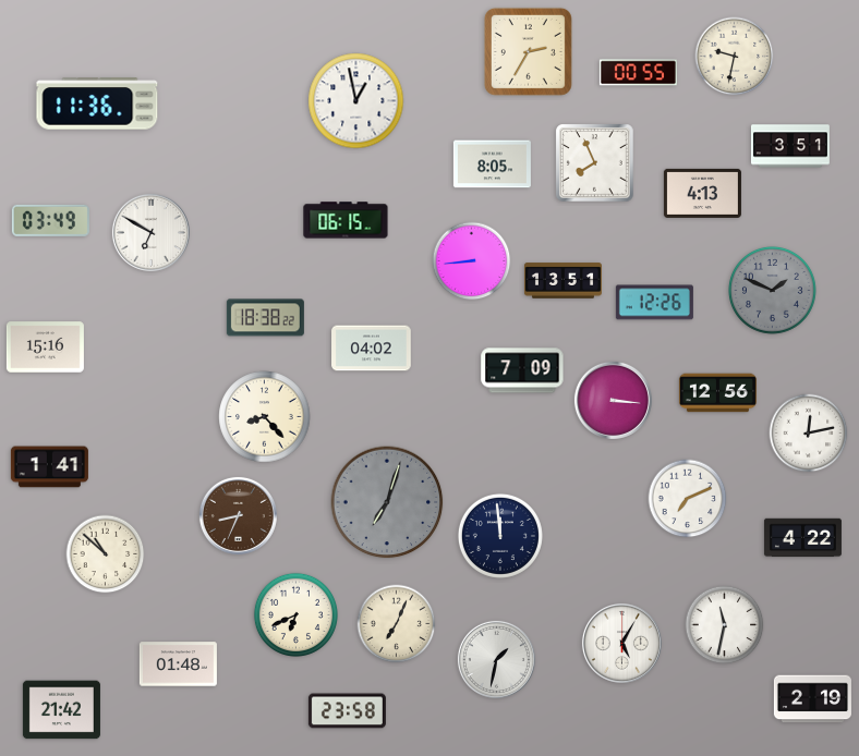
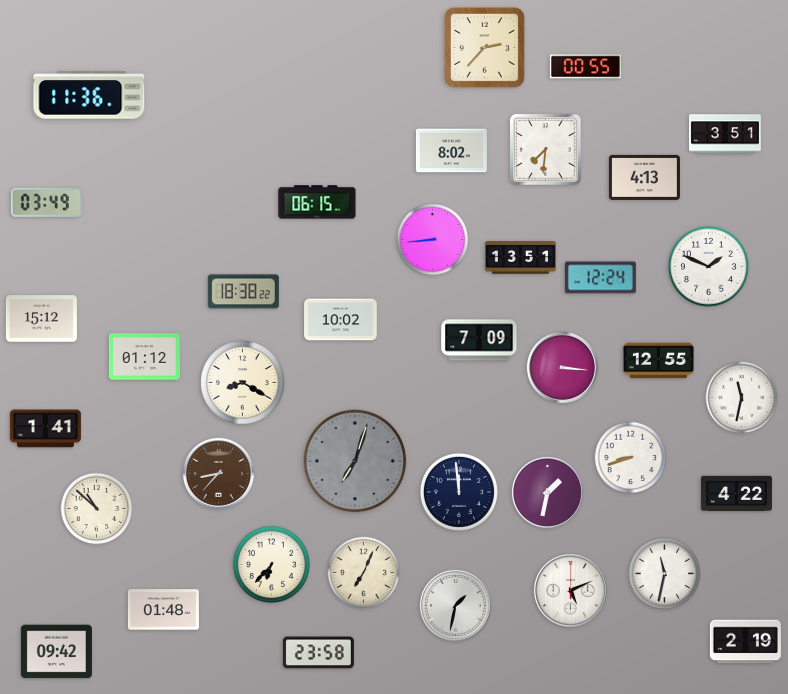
clock at (528, 51): 2:35 -> 2:37
clock at (735, 57): 9:32 -> none
clock at (356, 101): 12:58 -> none
clock at (595, 163): 7:56 -> 7:31
clock at (492, 164): 8:05 -> 8:02
clock at (150, 232): 6:50 -> none
clock at (562, 281) position: (562, 281) -> (520, 258)
clock at (772, 290) dial: grey -> white
clock at (654, 303): 12:26 -> 12:24
clock at (45, 347): 15:16 -> 15:12
clock at (372, 349): 04:02 -> 10:02
clock at (144, 357): none -> 01:12
clock at (717, 393): 12:56 -> 12:55
clock at (265, 417): 8:23 -> 8:20
clock at (809, 434): 12:13 -> 11:32
clock at (688, 499): 7:11 -> 8:42
clock at (238, 515): 8:34 -> 8:37
clock at (547, 492): none -> 1:32
clock at (295, 614): 6:41 -> 6:37
clock at (621, 643): 5:05 -> 5:11
clock at (61, 710): 21:42 -> 09:42
